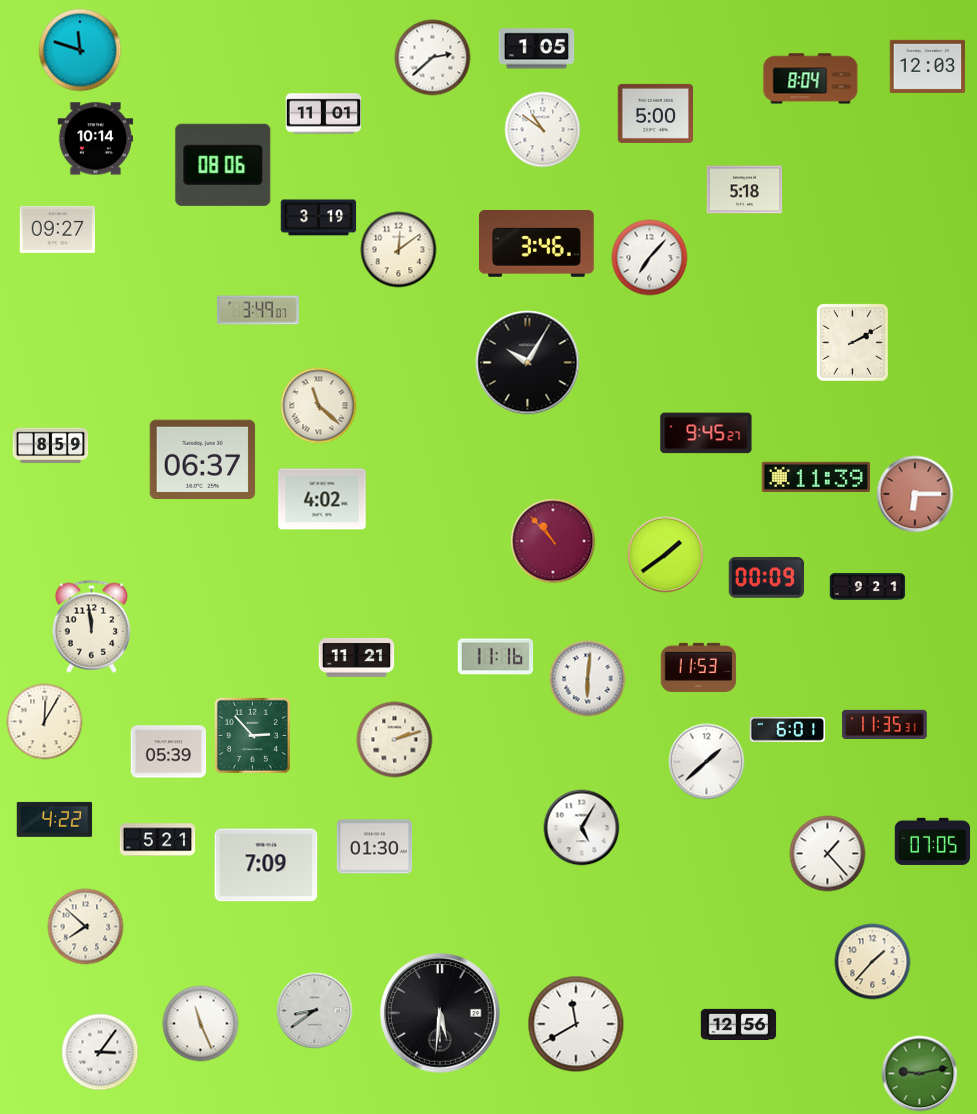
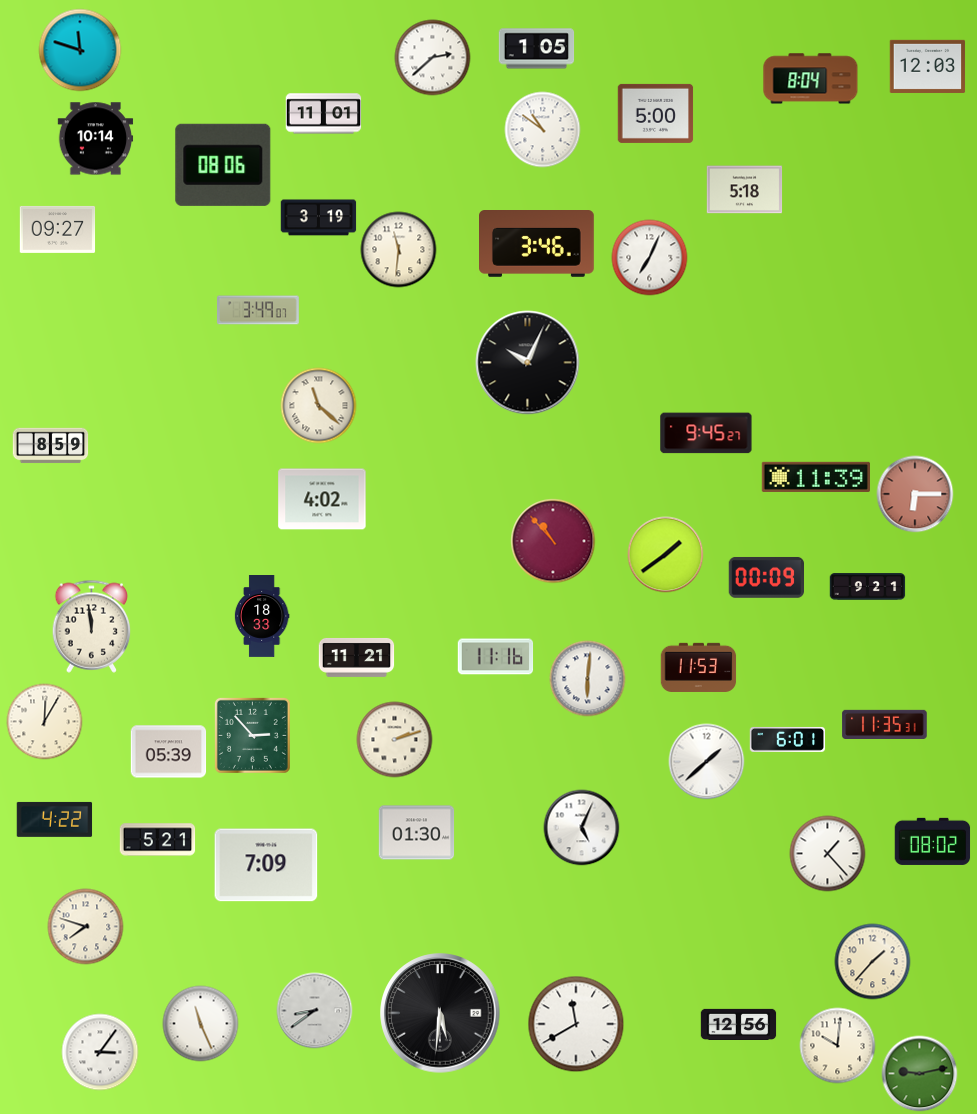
clock at (399, 250): 12:09 -> 11:31
clock at (650, 258): 7:07 -> 7:04
clock at (852, 342): 2:10 -> none
clock at (528, 363): 10:05 -> 10:04
clock at (203, 460): 06:37 -> none
clock at (262, 617): none -> 18:33
clock at (788, 729) position: (788, 729) -> (788, 739)
clock at (582, 828): 5:05 -> 5:04
clock at (933, 841): 07:05 -> 08:02
clock at (375, 847) position: (375, 847) -> (417, 833)
clock at (86, 927): 7:52 -> 7:48
clock at (838, 1046): none -> 10:01
